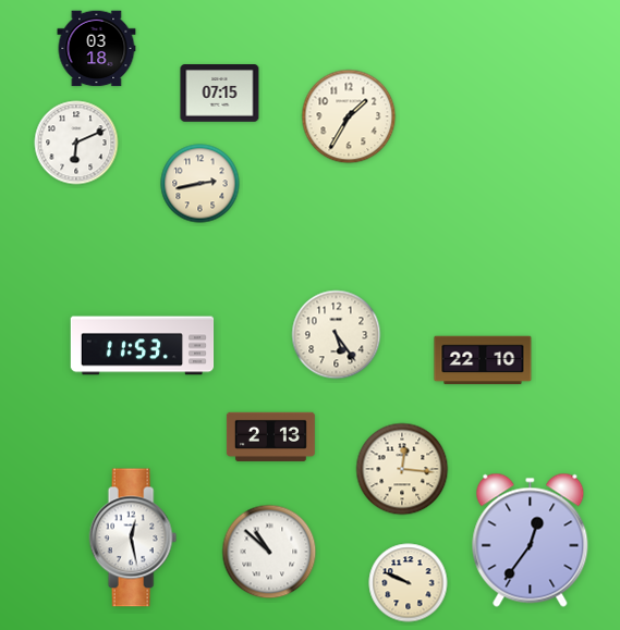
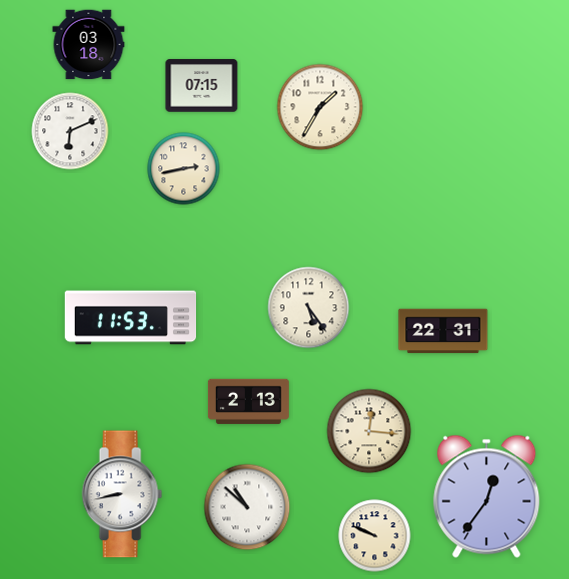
clock at (483, 360): 22:10 -> 22:31
clock at (133, 538): 12:28 -> 8:43
